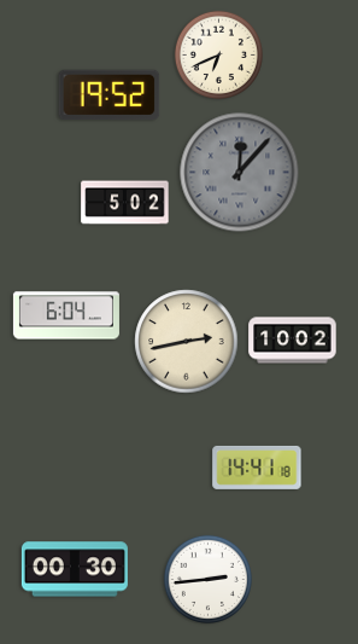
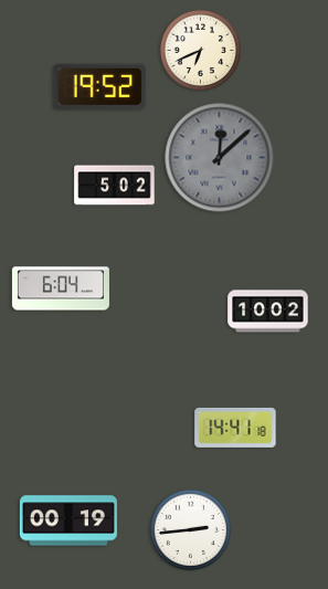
clock at (240, 173): 12:07 -> 12:08
clock at (187, 342): 2:43 -> none
clock at (75, 569): 00:30 -> 00:19
